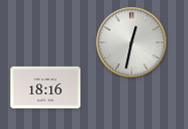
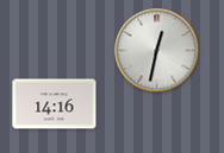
clock at (46, 88): 18:16 -> 14:16
